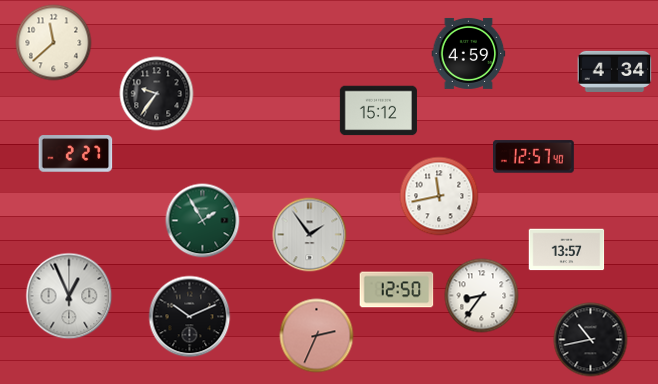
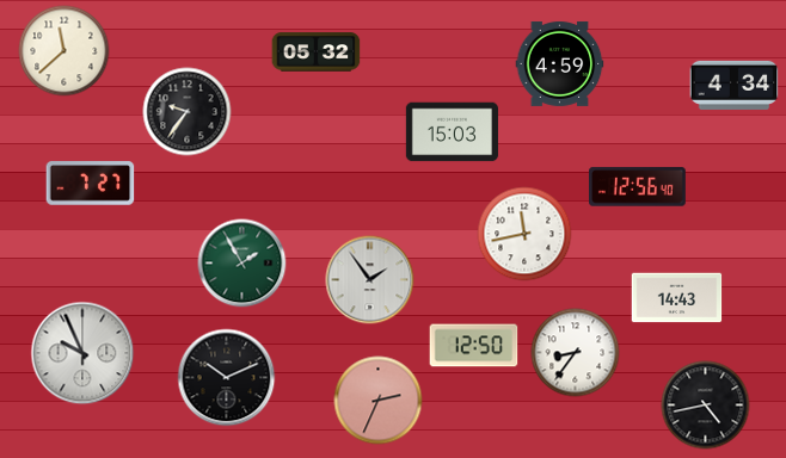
clock at (317, 52): none -> 05:32
clock at (378, 111): 15:12 -> 15:03
clock at (76, 154): 2:27 -> 7:27
clock at (534, 157): 12:57 -> 12:56
clock at (567, 250): 13:57 -> 14:43
clock at (69, 296): 12:56 -> 9:56
clock at (591, 340): 10:43 -> 4:43
